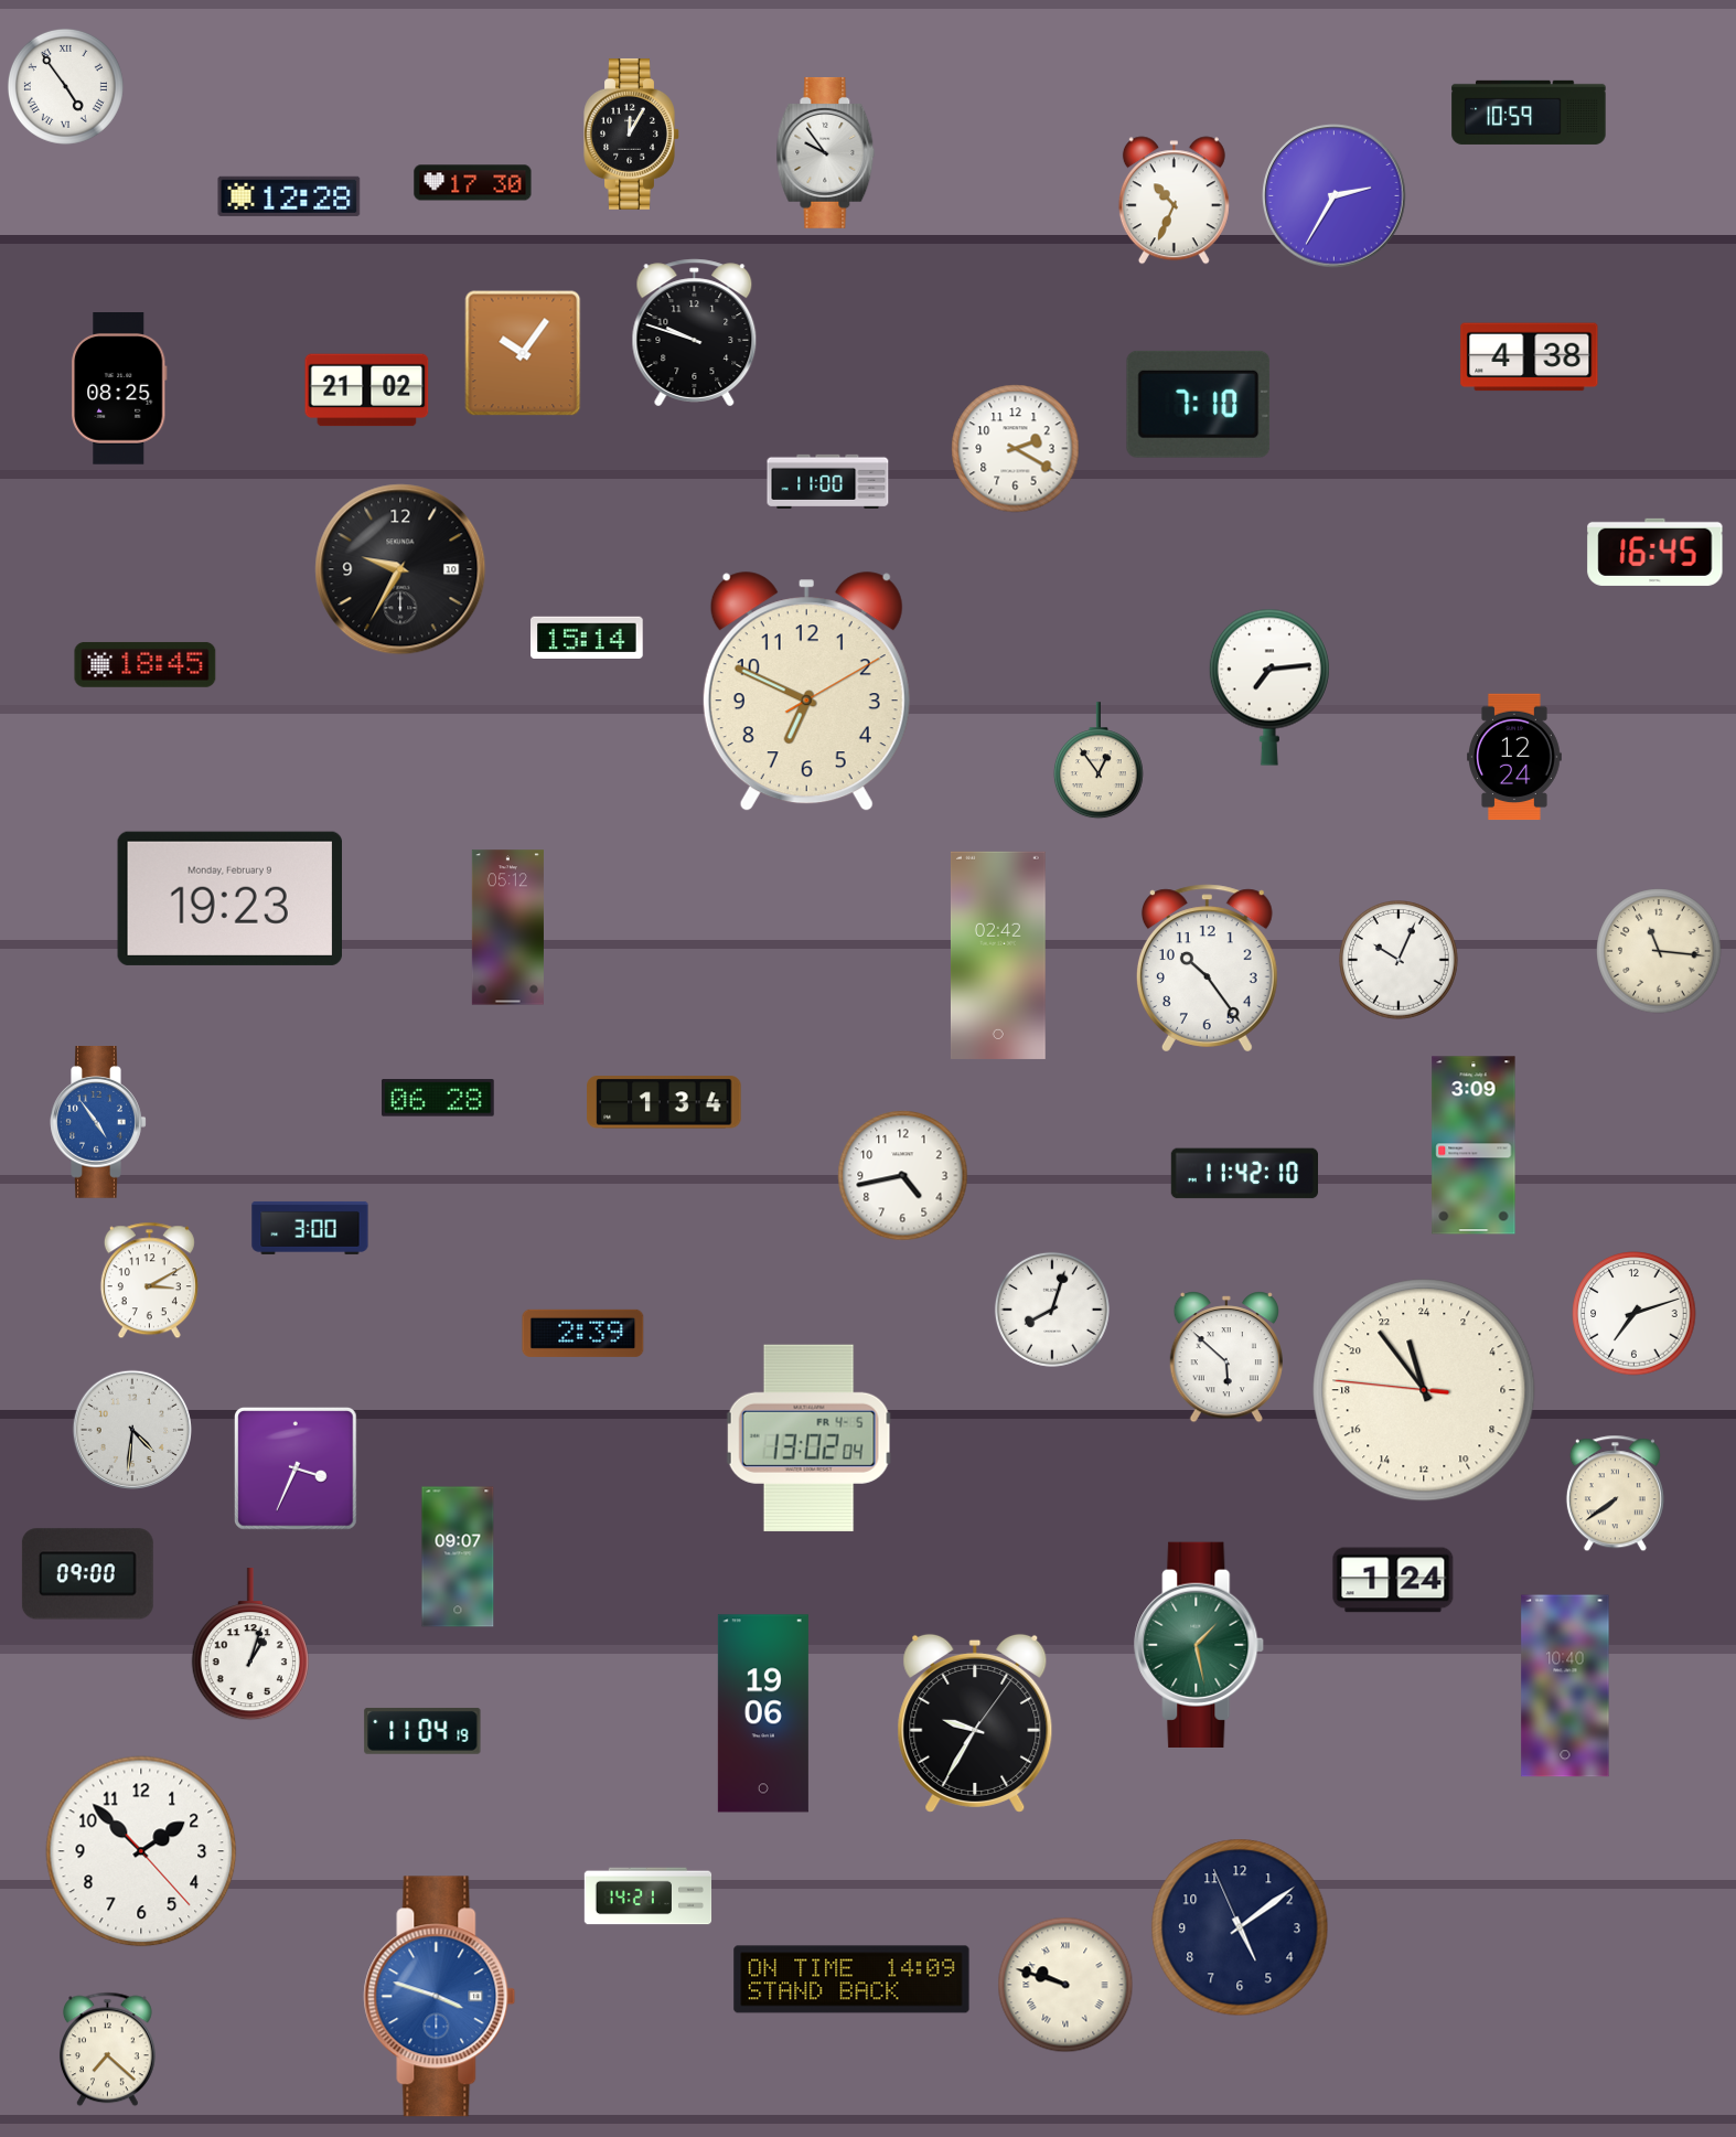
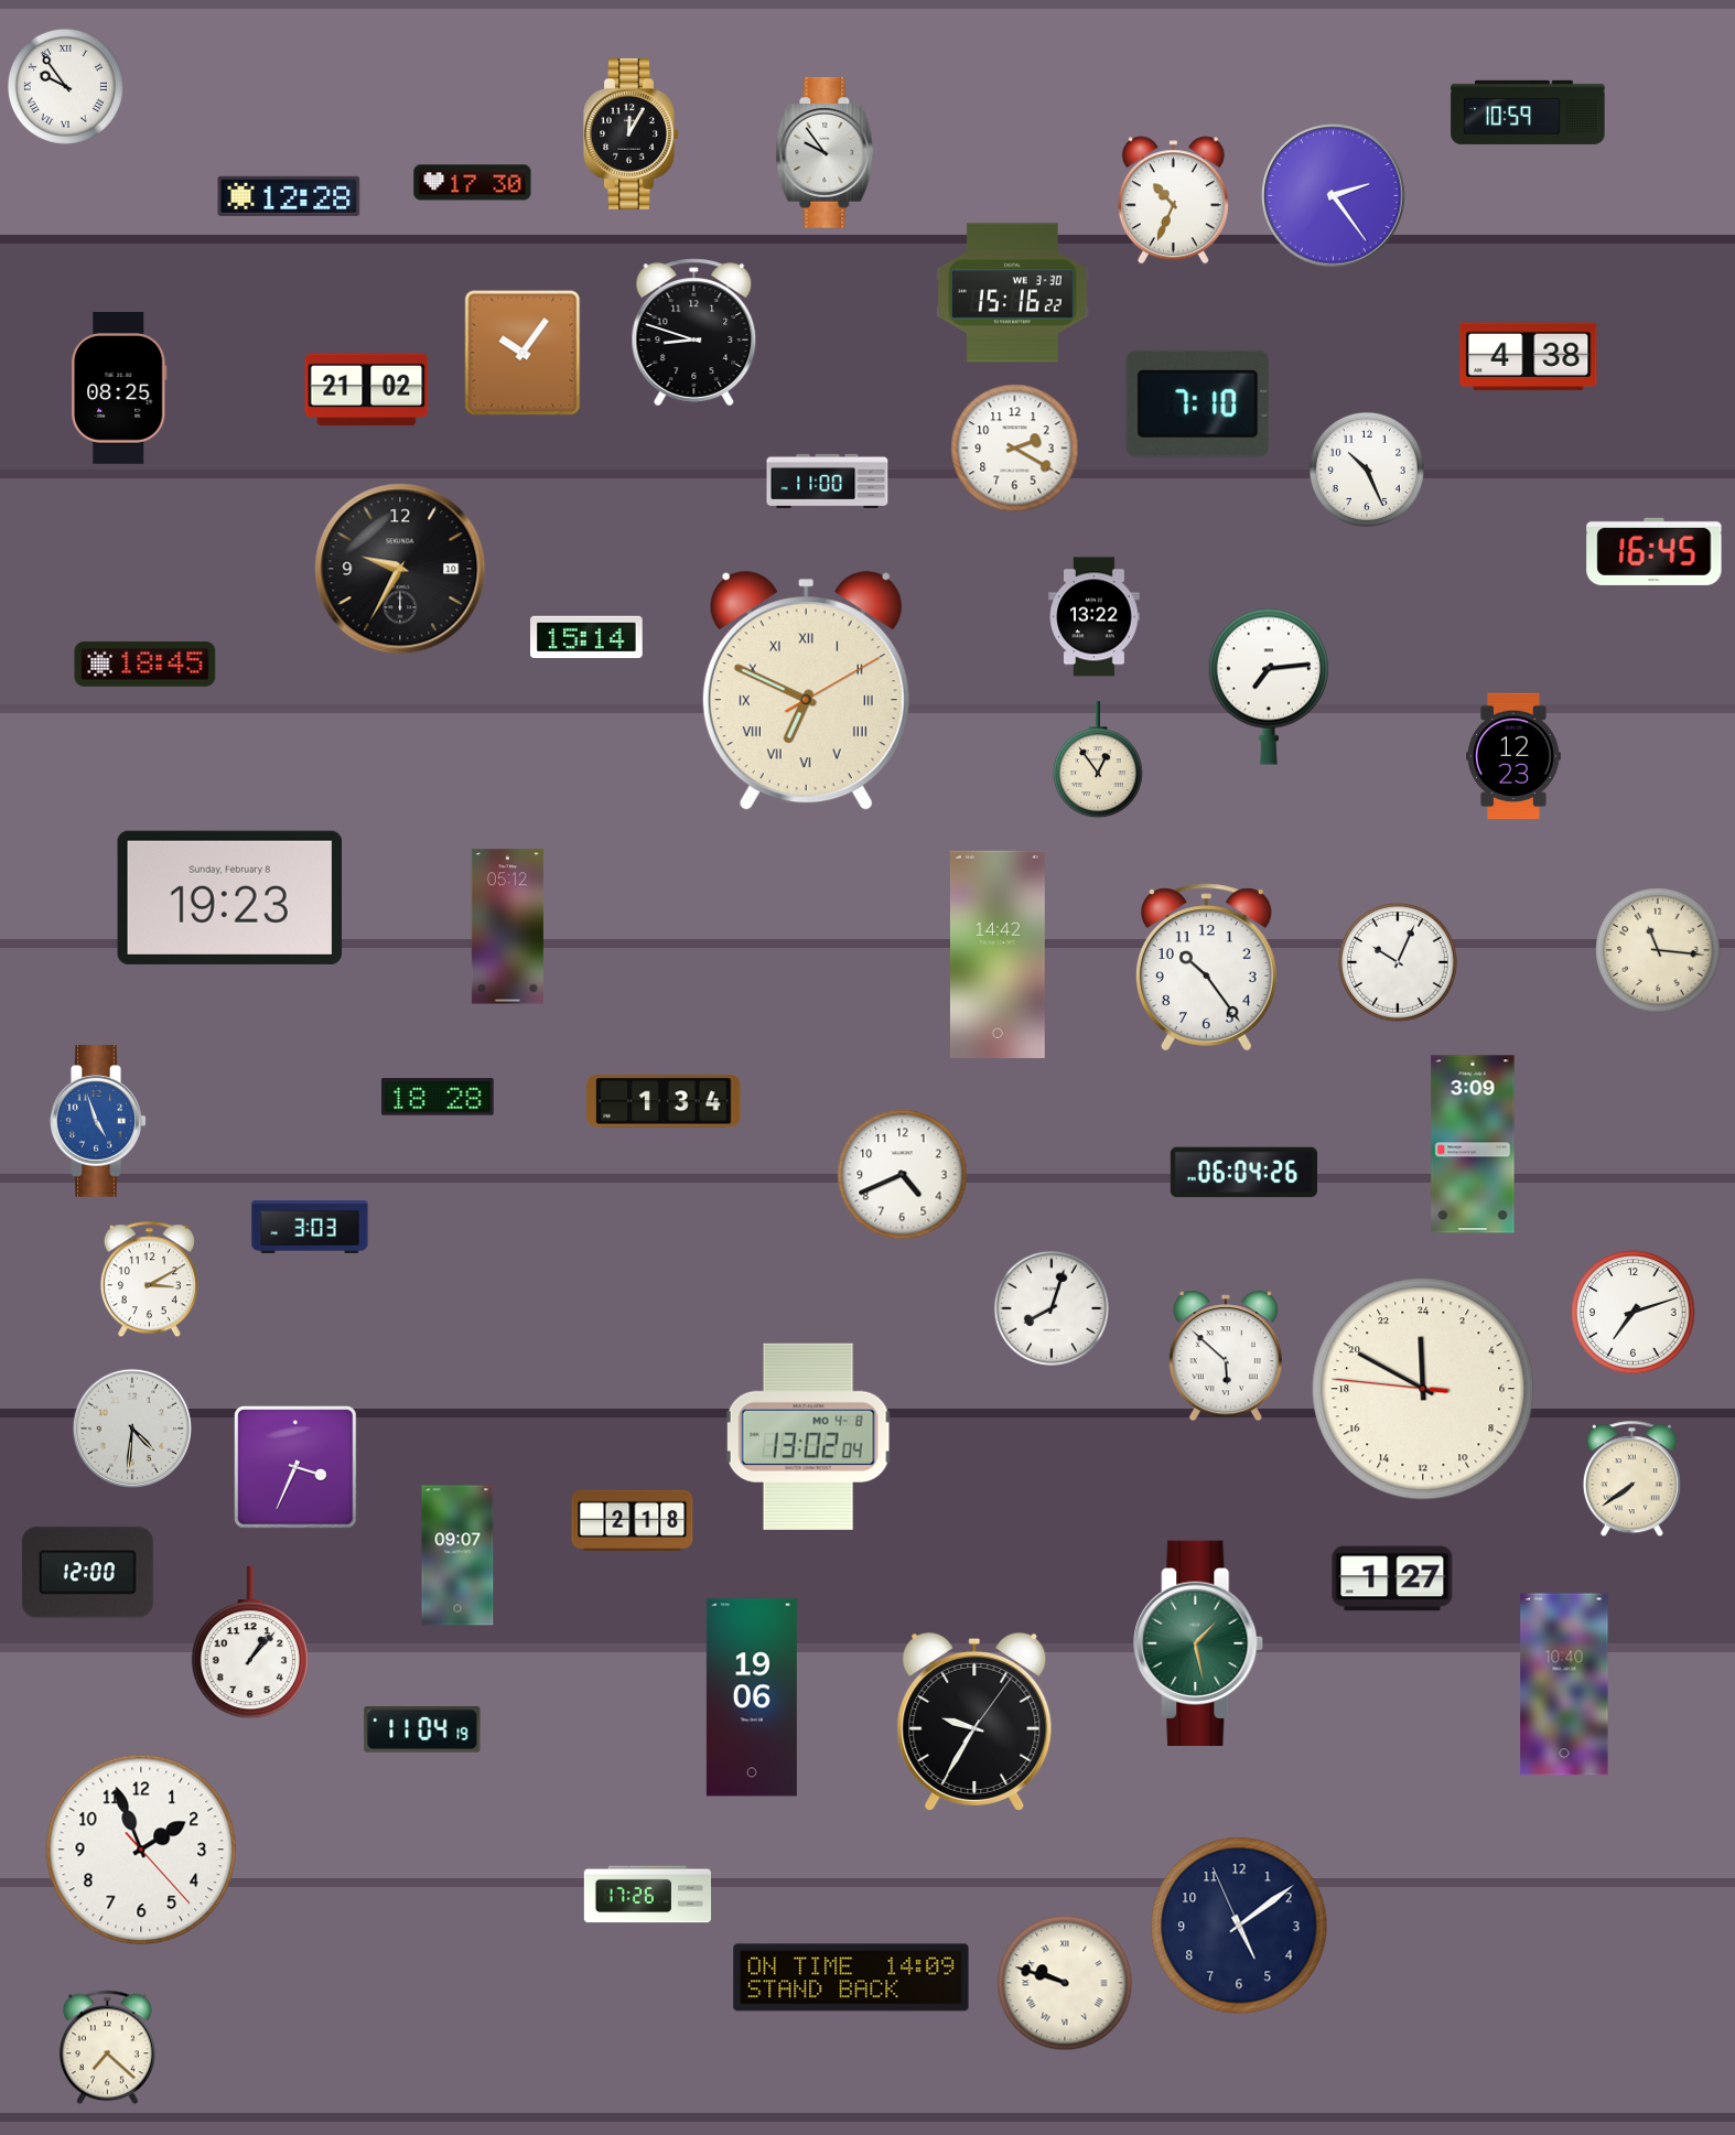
clock at (65, 86): 4:54 -> 9:54
clock at (1335, 196): 2:35 -> 2:24
clock at (1013, 293): none -> 15:16
clock at (695, 333): 9:48 -> 8:48
clock at (1367, 470): none -> 10:26
clock at (1095, 617): none -> 13:22
clock at (806, 692) numerals: Arabic -> Roman
clock at (1515, 757): 12:24 -> 12:23
clock at (229, 898) date: Monday, February 9 -> Sunday, February 8
clock at (998, 955): 02:42 -> 14:42
clock at (1400, 961) position: (1400, 961) -> (1399, 963)
clock at (439, 1098): 06:28 -> 18:28
clock at (98, 1123): 4:54 -> 4:57
clock at (1244, 1174): 11:42 -> 06:04
clock at (903, 1176): 4:43 -> 4:41
clock at (310, 1228): 3:00 -> 3:03
clock at (583, 1333): 2:39 -> none
clock at (1424, 1390): 22:53 -> 23:49
clock at (808, 1438) date: FR 4-5 -> MO 4-8
clock at (1615, 1494) position: (1615, 1494) -> (1631, 1479)
clock at (633, 1520): none -> 2:18
clock at (87, 1574): 09:00 -> 12:00
clock at (1393, 1580): 1:24 -> 1:27
clock at (250, 1645): 1:03 -> 1:07
clock at (763, 1713) position: (763, 1713) -> (752, 1697)
clock at (141, 1851): 1:52 -> 1:56
clock at (649, 1896): 14:21 -> 17:26
clock at (440, 1997): 3:48 -> none
